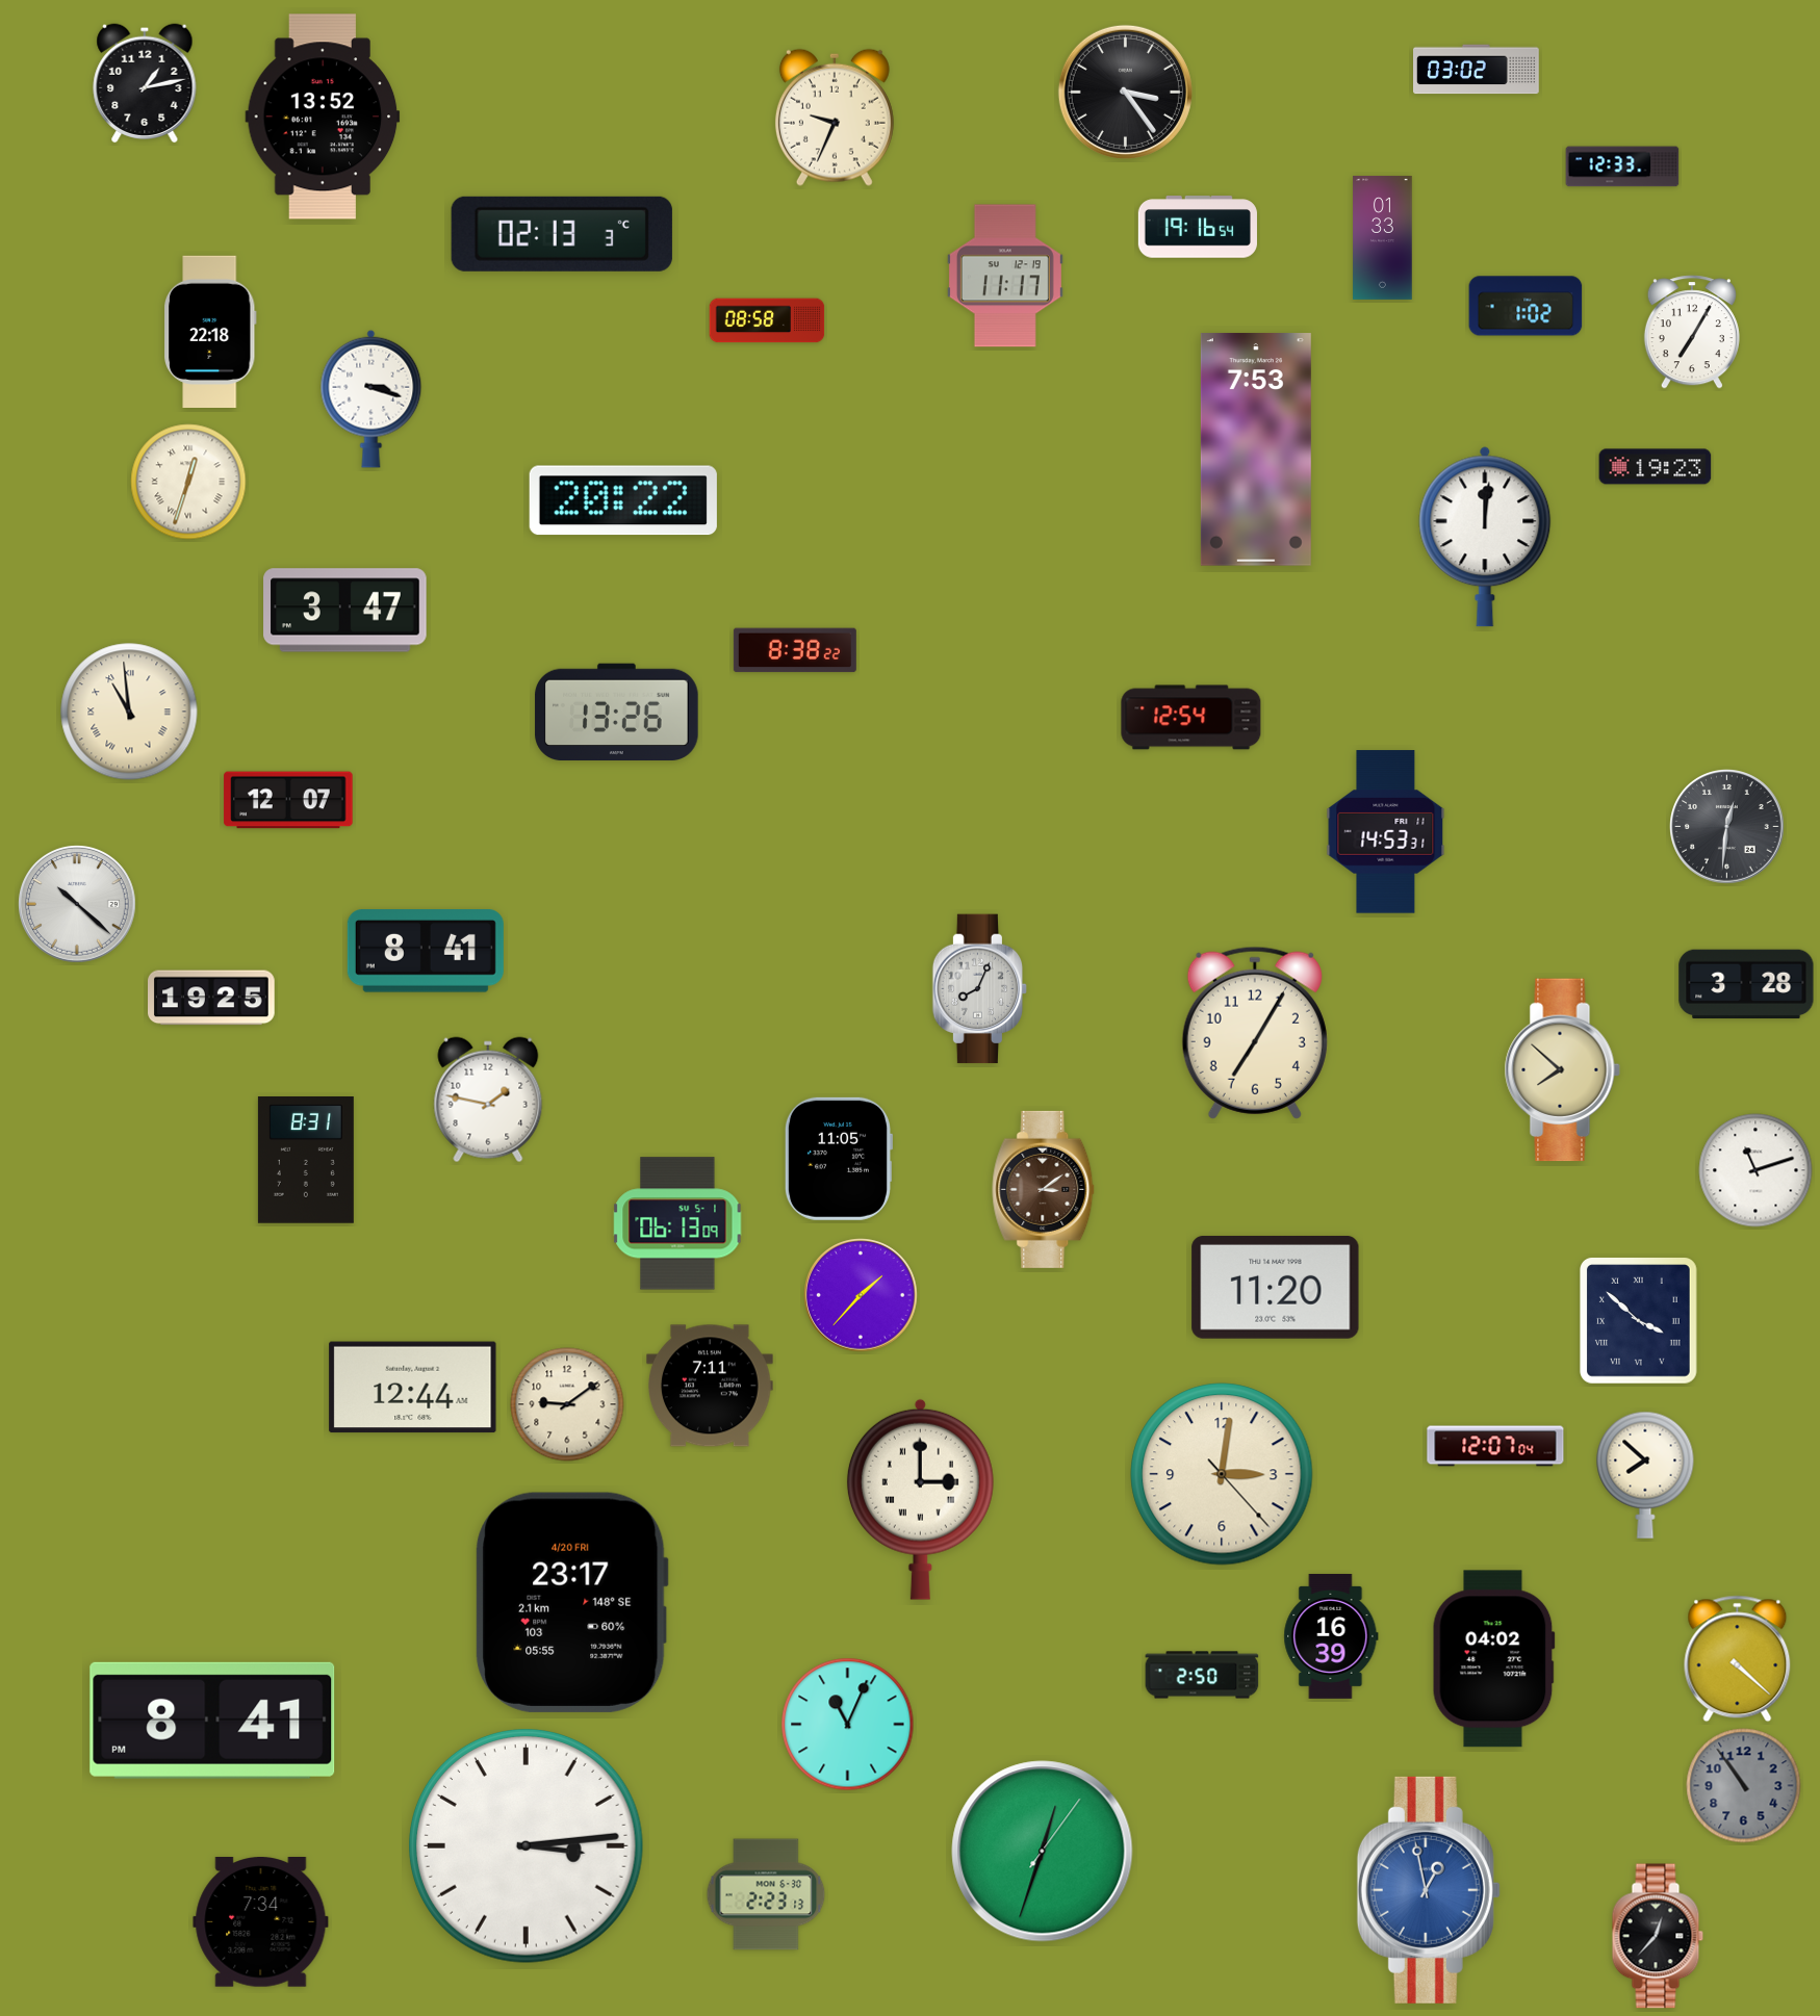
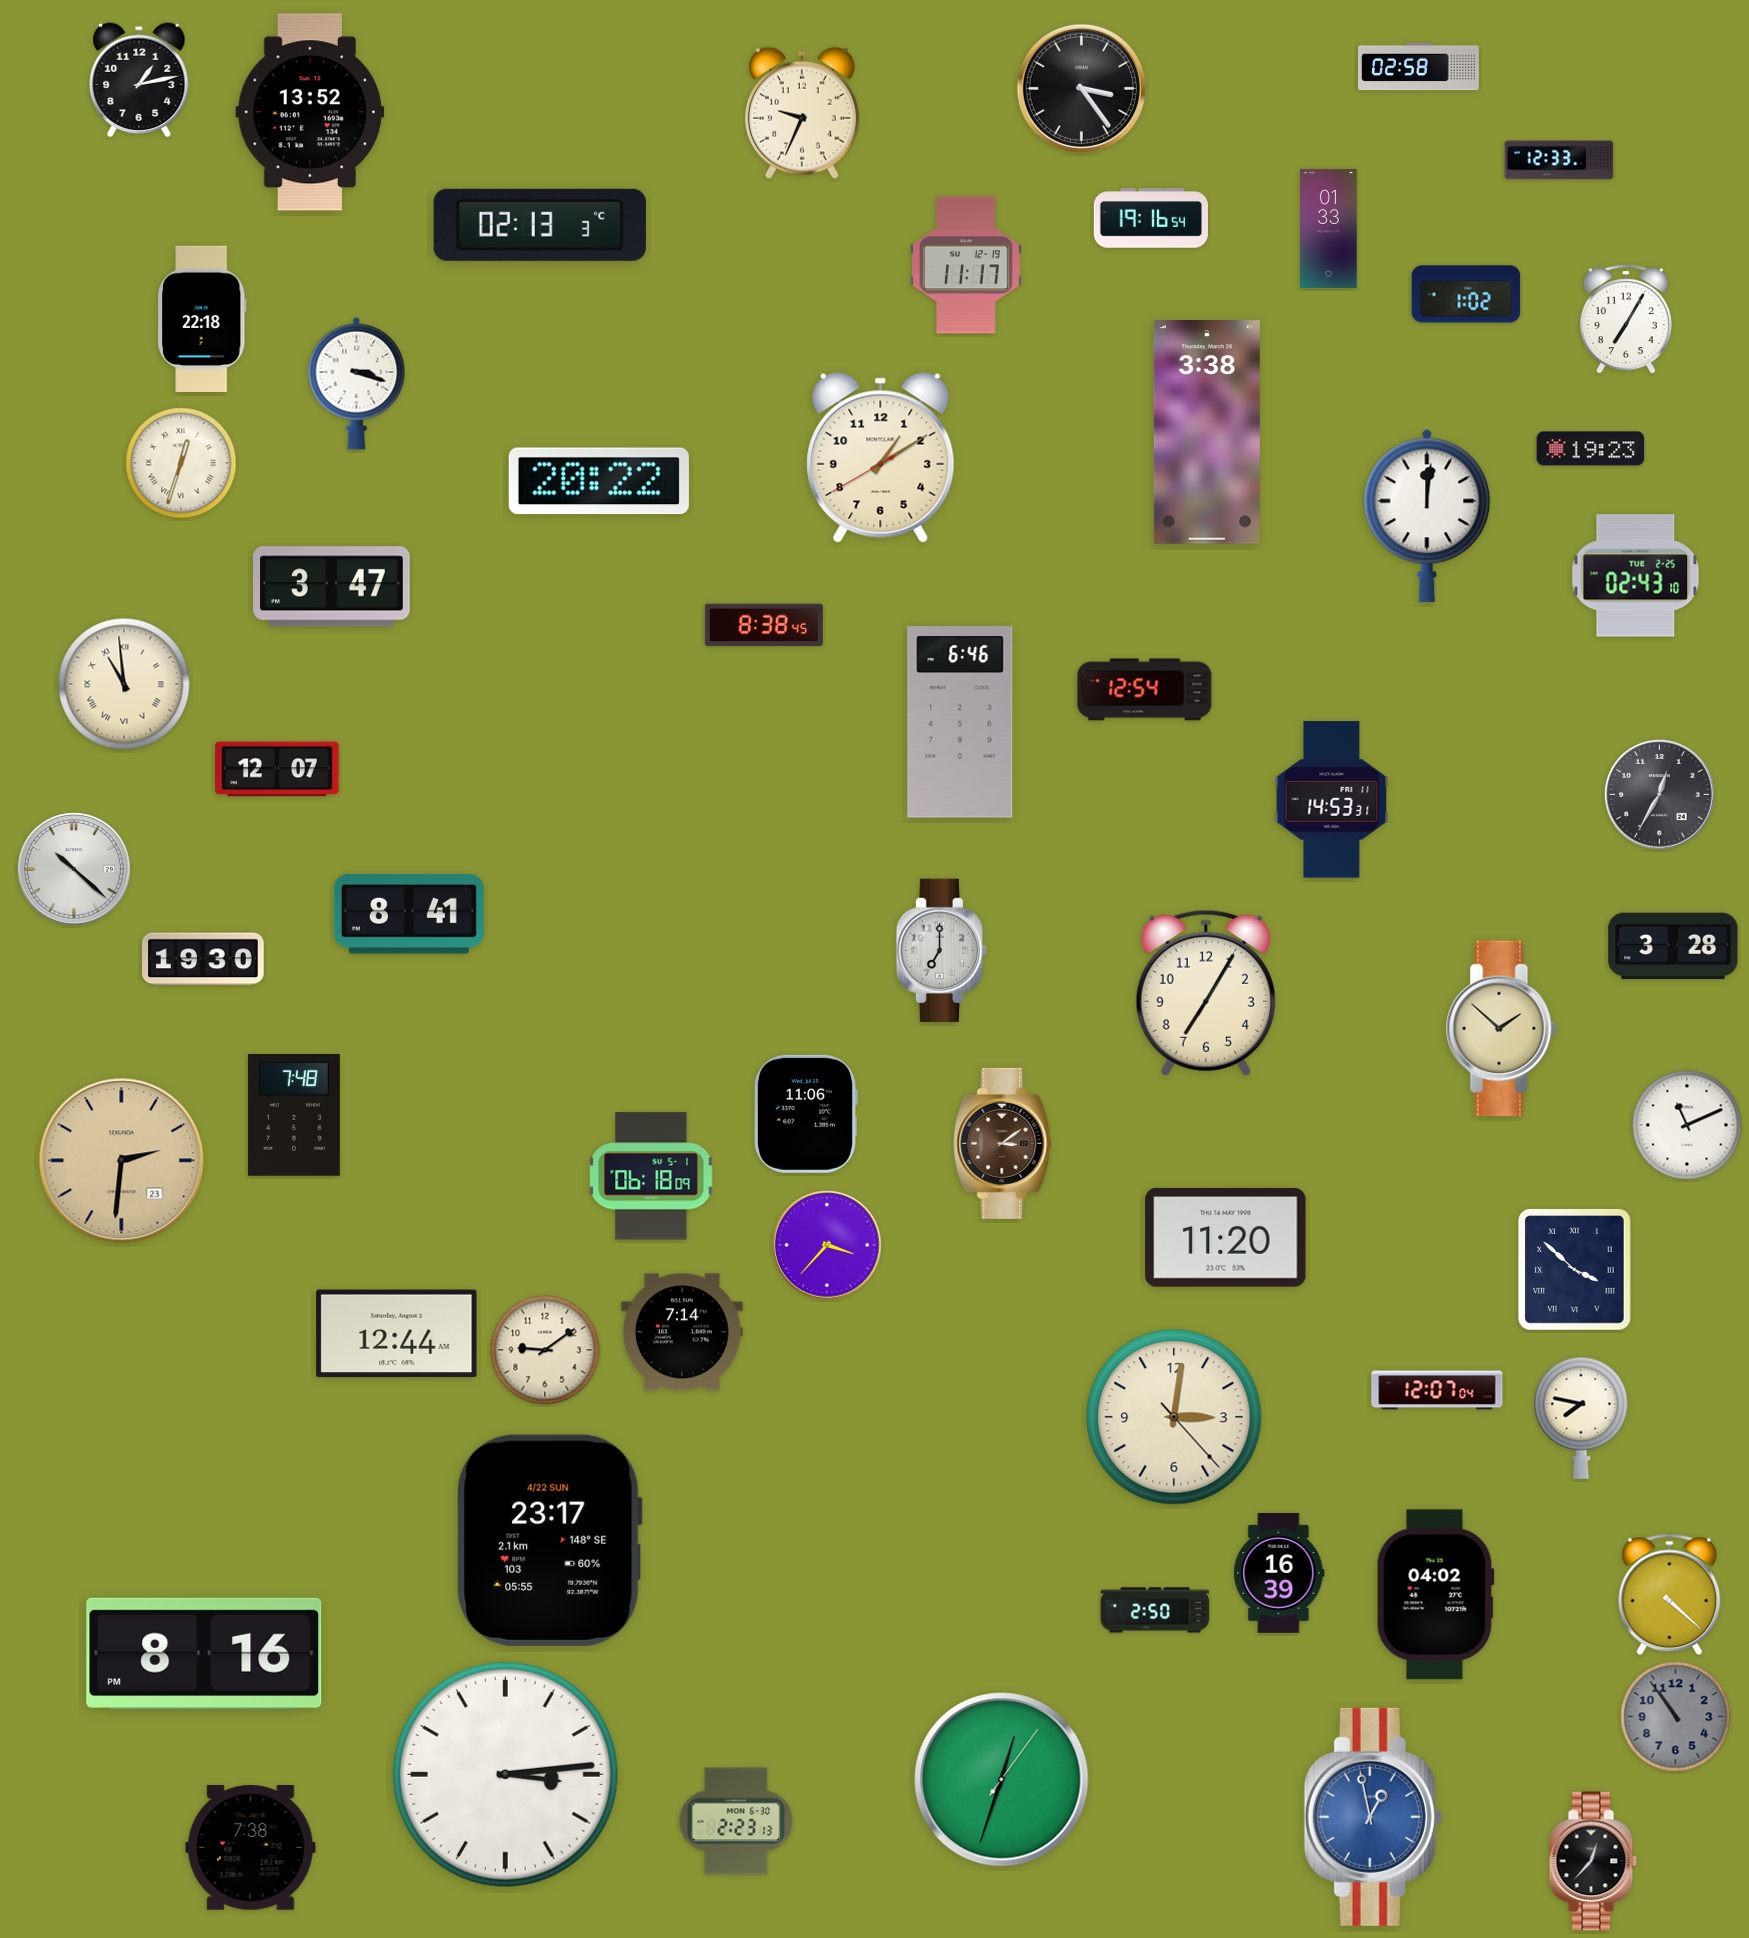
clock at (1477, 70): 03:02 -> 02:58
clock at (767, 320): 08:58 -> none
clock at (1256, 449): 7:53 -> 3:38
clock at (881, 457): none -> 1:09
clock at (1636, 576): none -> 02:43
clock at (795, 650): 8:38:22 -> 8:38:45
clock at (617, 712): 13:26 -> none
clock at (960, 722): none -> 6:46
clock at (1727, 827): 12:31 -> 12:35
clock at (1746, 984) position: (1746, 984) -> (1673, 946)
clock at (980, 989): 8:04 -> 7:00
clock at (212, 998): 19:25 -> 19:30
clock at (1562, 1070): 7:52 -> 1:52
clock at (488, 1100): 1:47 -> none
clock at (838, 1159): 11:05 -> 11:06
clock at (306, 1161): 8:31 -> 7:48
clock at (1755, 1170): 11:12 -> 11:11
clock at (122, 1161): none -> 2:31
clock at (677, 1223): 06:13 -> 06:18
clock at (861, 1295): 1:37 -> 3:37
clock at (711, 1386): 7:11 -> 7:14
clock at (1645, 1475): 7:52 -> 7:47
clock at (920, 1499): 3:00 -> none
clock at (571, 1602) date: 4/20 FRI -> 4/22 SUN
clock at (212, 1721): 8:41 -> 8:16
clock at (848, 1725): 11:04 -> none
clock at (261, 1922): 7:34 -> 7:38
